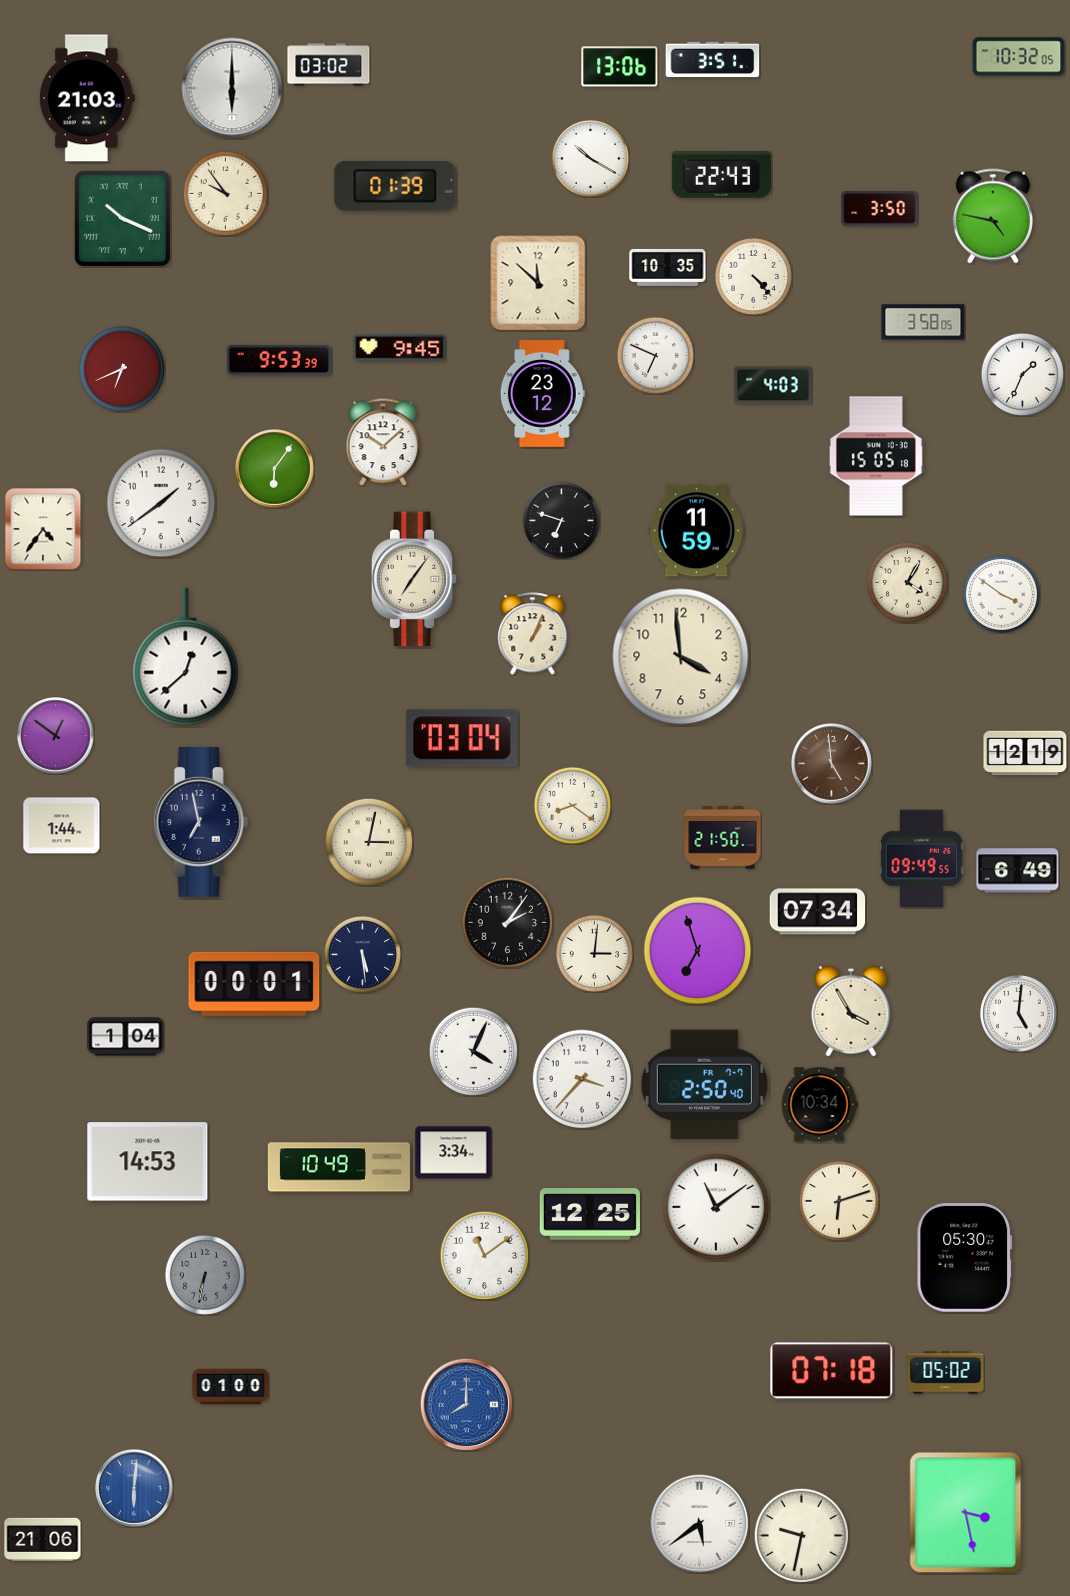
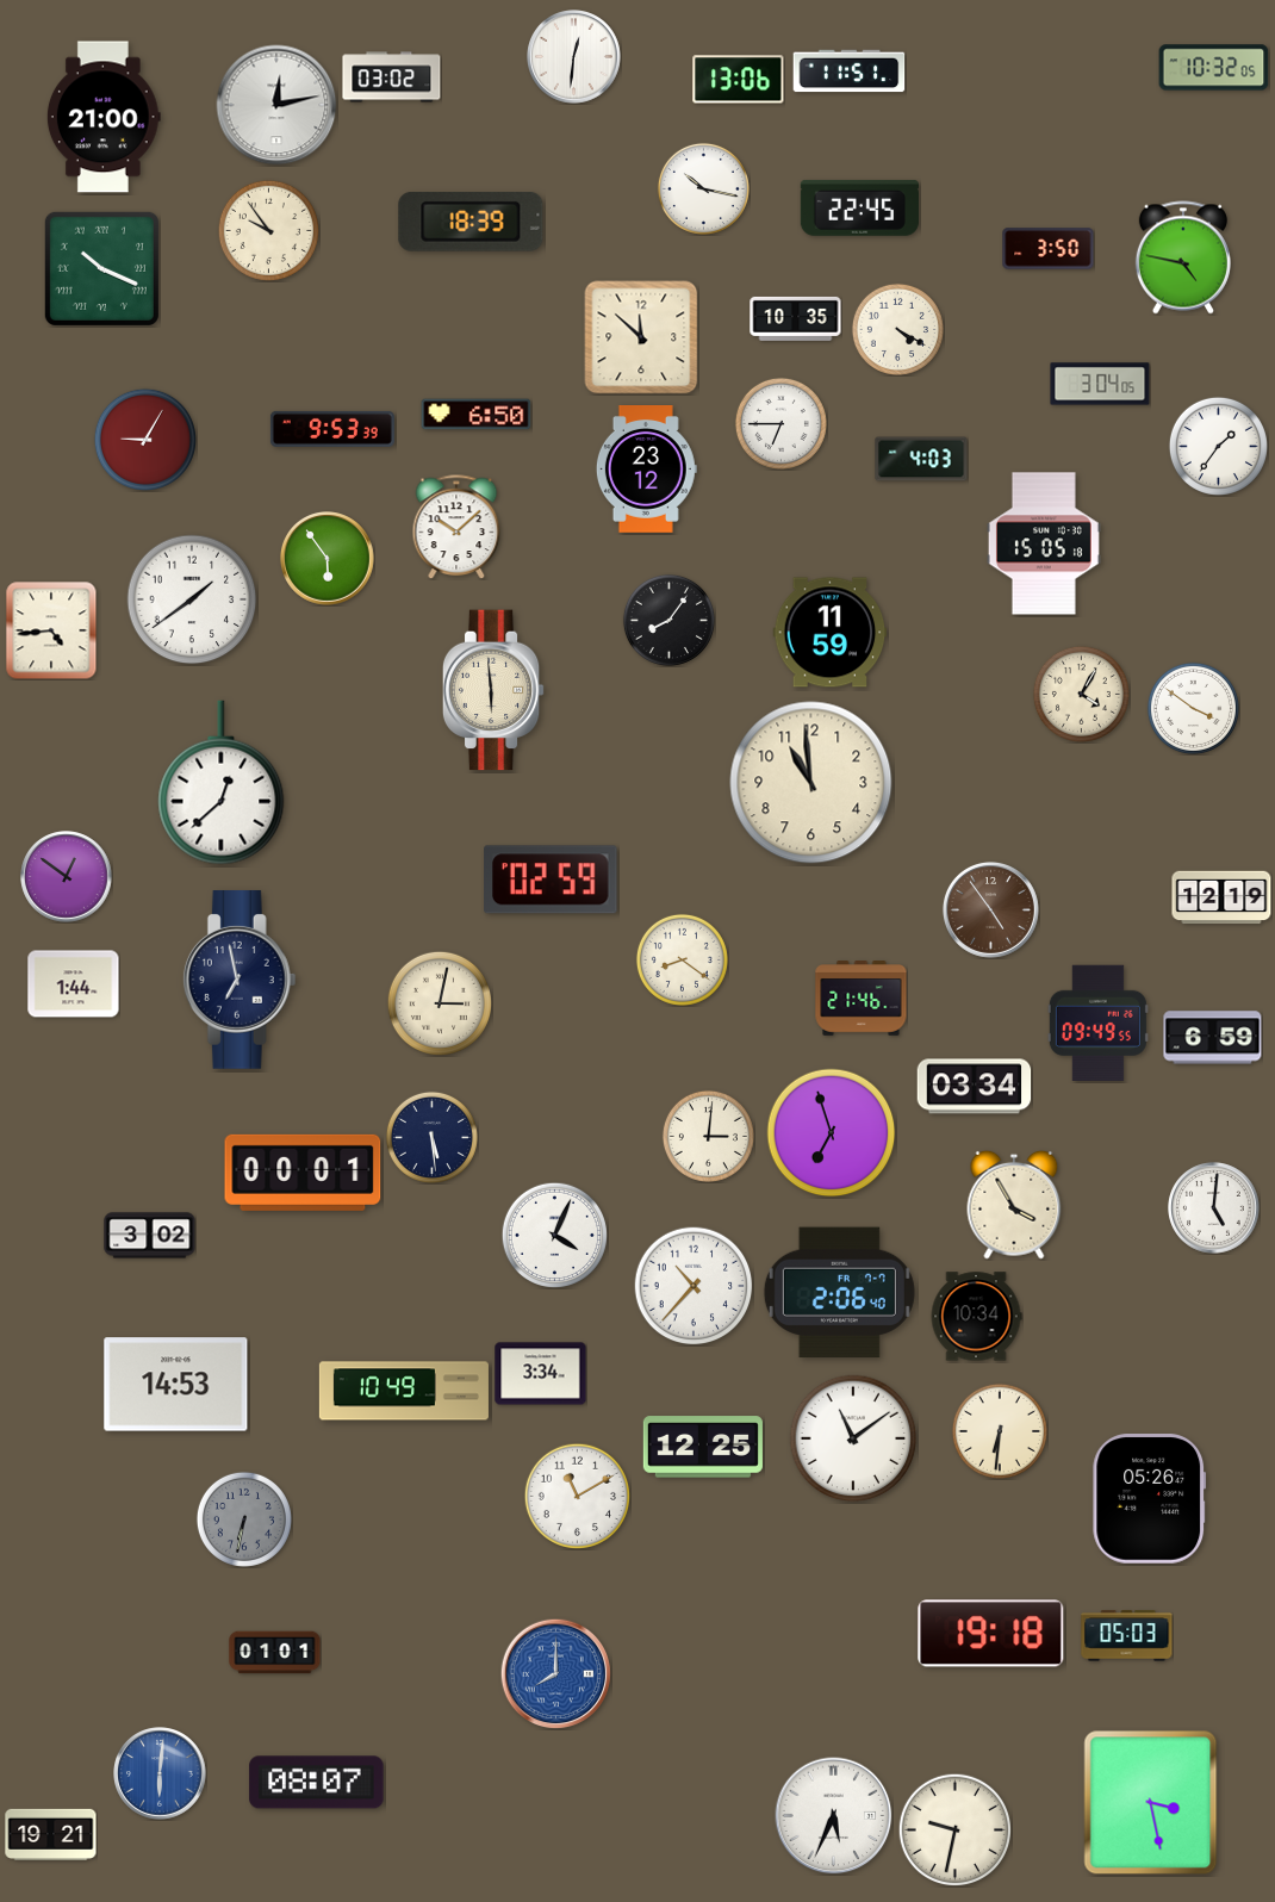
clock at (574, 57): none -> 12:31
clock at (713, 60): 3:51 -> 11:51
clock at (232, 88): 6:00 -> 12:13
clock at (87, 98): 21:03 -> 21:00
clock at (590, 158): 10:20 -> 10:17
clock at (721, 174): 22:43 -> 22:45
clock at (395, 186): 01:39 -> 18:39
clock at (122, 218) position: (122, 218) -> (101, 268)
clock at (753, 276): 4:23 -> 4:20
clock at (923, 322): 3:58 -> 3:04
clock at (400, 348): 9:45 -> 6:50
clock at (655, 355): 6:49 -> 6:45
clock at (122, 369): 6:41 -> 9:05
clock at (1022, 374): 1:34 -> 1:36
clock at (275, 469): 6:06 -> 5:54
clock at (561, 520): 6:48 -> 8:06
clock at (43, 529): 4:36 -> 4:44
clock at (414, 579): 7:06 -> 5:59
clock at (533, 634): 1:04 -> none
clock at (681, 657): 3:59 -> 10:59
clock at (462, 738): 03:04 -> 02:59
clock at (831, 763): 4:59 -> 4:54
clock at (723, 838): 21:50 -> 21:46
clock at (1018, 871): 6:49 -> 6:59
clock at (818, 912): 07:34 -> 03:34
clock at (507, 922): 2:06 -> none
clock at (126, 1037): 1:04 -> 3:02
clock at (473, 1051) position: (473, 1051) -> (554, 1235)
clock at (582, 1079): 3:37 -> 10:37
clock at (704, 1085): 2:50 -> 2:06
clock at (839, 1201): 6:12 -> 6:31
clock at (484, 1255): 11:09 -> 11:10
clock at (965, 1258): 05:30 -> 05:26
clock at (832, 1371): 07:18 -> 19:18
clock at (946, 1373): 05:02 -> 05:03
clock at (231, 1387): 01:00 -> 01:01
clock at (317, 1783): none -> 08:07
clock at (700, 1524): 5:39 -> 5:34
clock at (43, 1539): 21:06 -> 19:21
